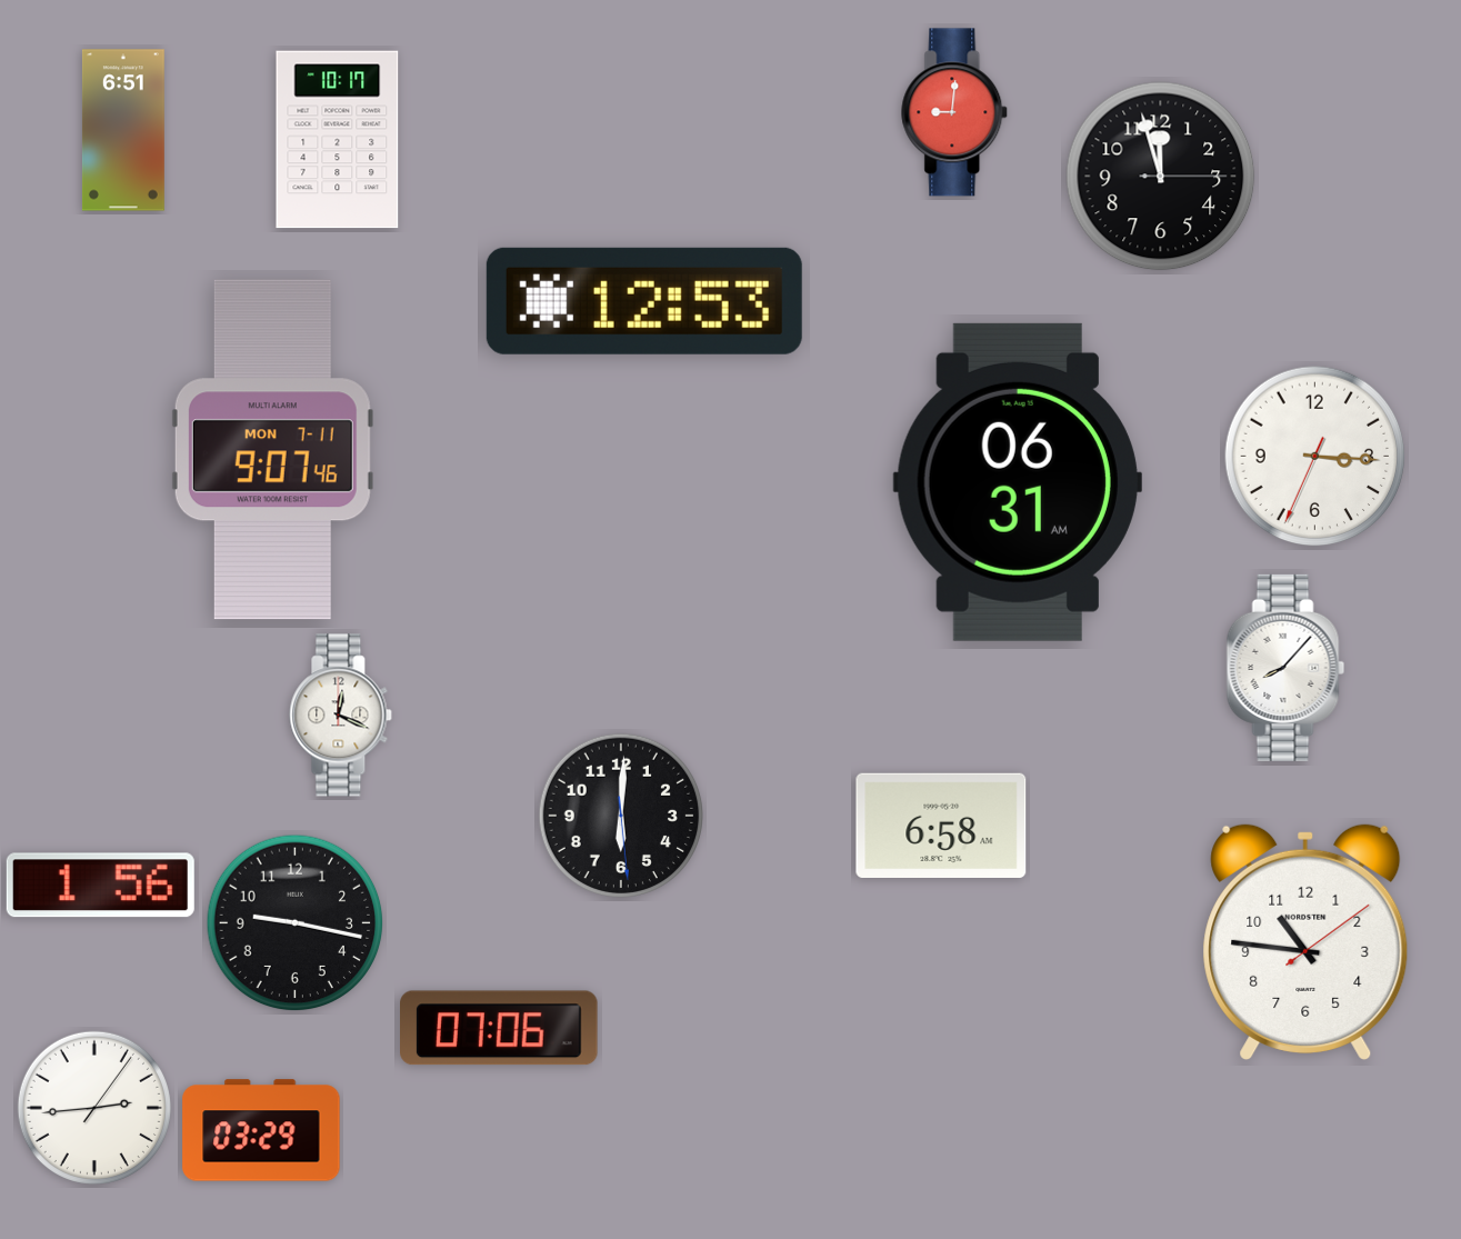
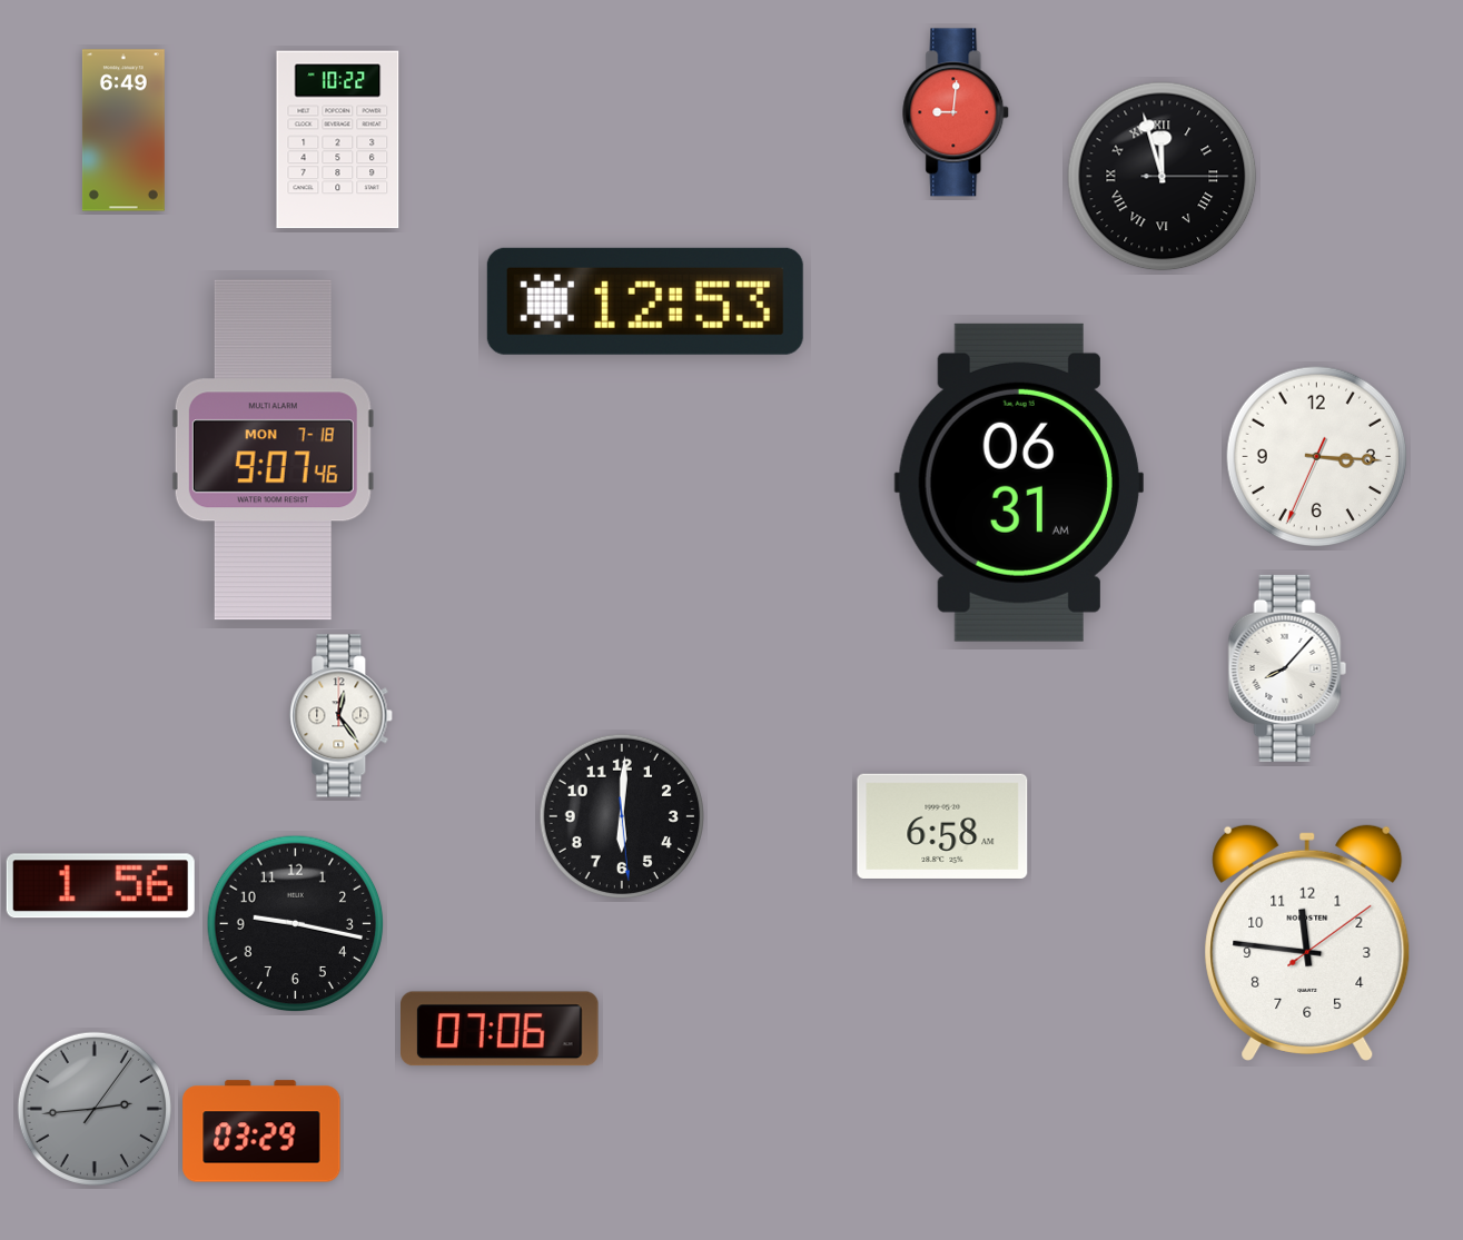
clock at (123, 130): 6:51 -> 6:49
clock at (338, 140): 10:17 -> 10:22
clock at (1161, 177) numerals: Arabic -> Roman
clock at (272, 450) date: MON 7-11 -> MON 7-18
clock at (341, 716): 12:19 -> 12:24
clock at (1305, 942): 10:46 -> 11:46
clock at (94, 1108) dial: white -> grey
